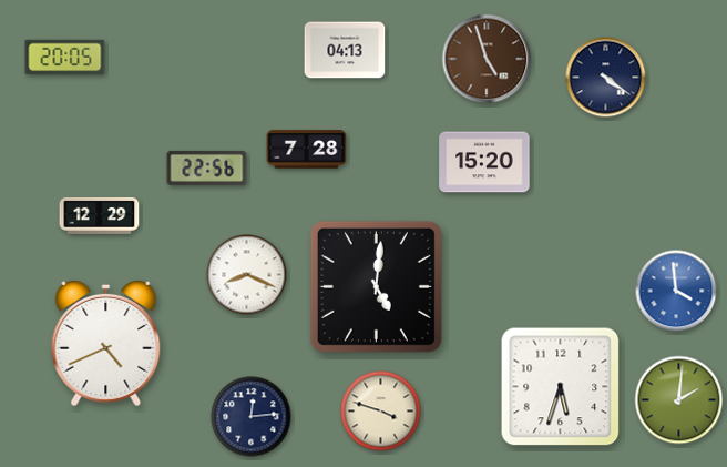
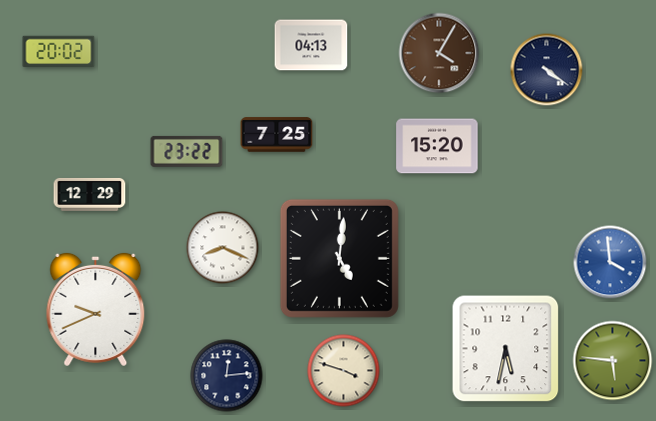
clock at (65, 58): 20:05 -> 20:02
clock at (487, 59): 4:57 -> 4:05
clock at (307, 150): 7:28 -> 7:25
clock at (207, 167): 22:56 -> 23:22
clock at (106, 343): 4:41 -> 9:41
clock at (561, 387): 5:33 -> 5:32
clock at (679, 400): 2:01 -> 5:46
